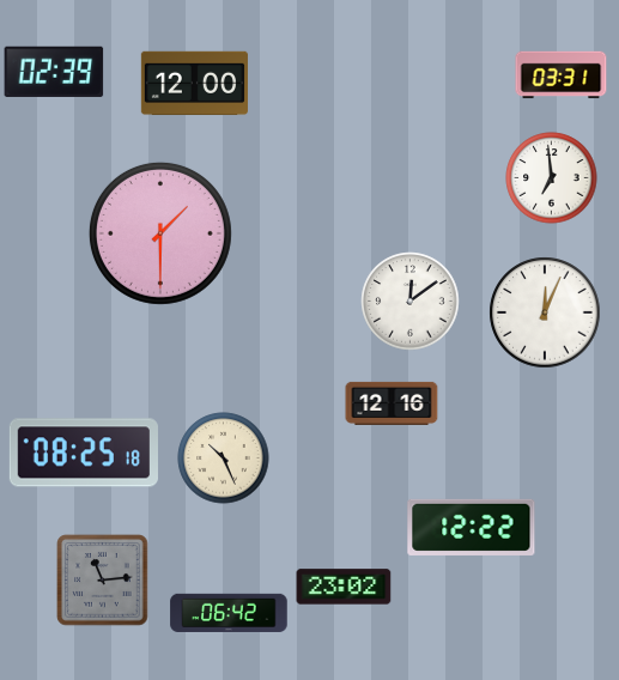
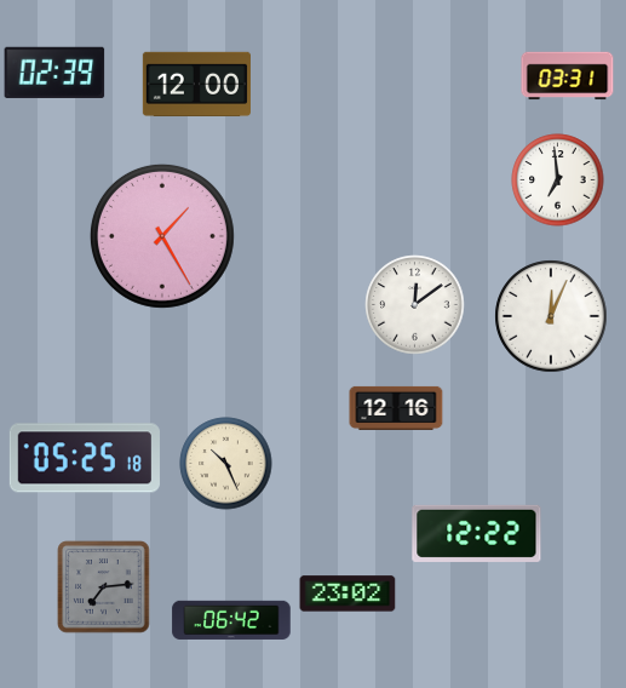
clock at (160, 233): 1:30 -> 1:25
clock at (84, 453): 08:25 -> 05:25
clock at (103, 581): 11:14 -> 7:14
